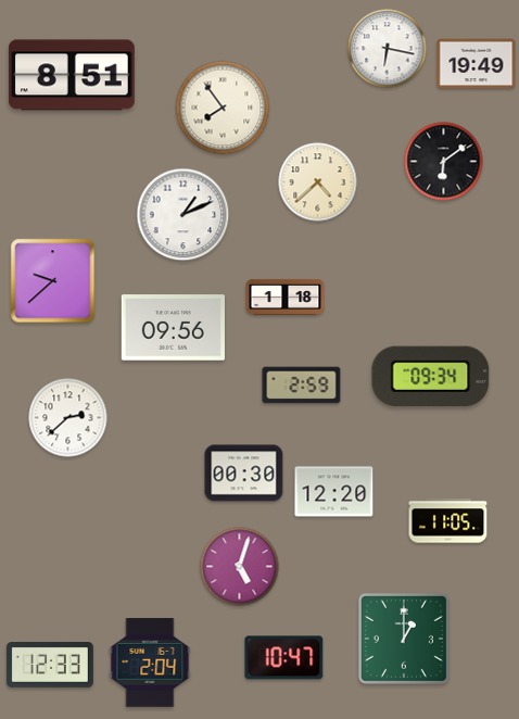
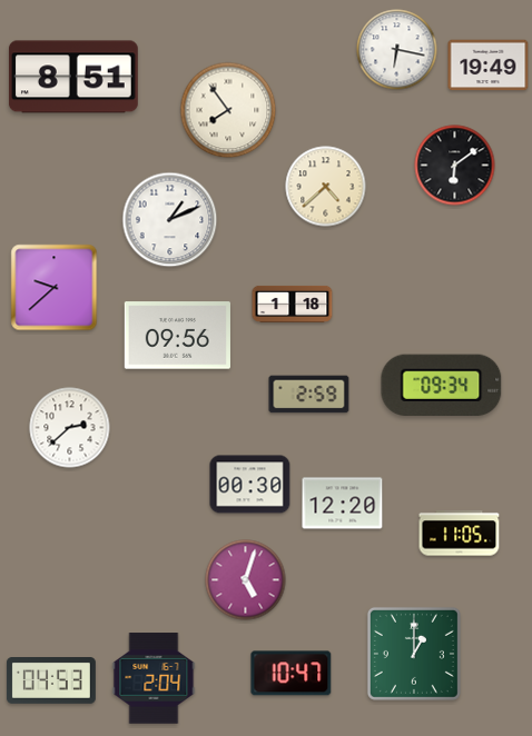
clock at (183, 215) position: (183, 215) -> (170, 220)
clock at (50, 666): 12:33 -> 04:53
